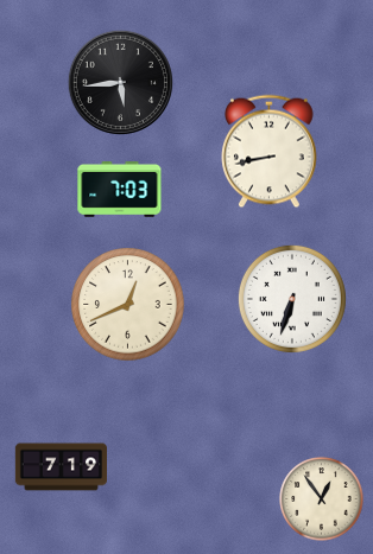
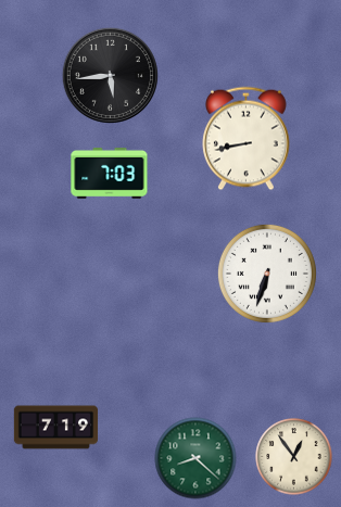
clock at (128, 305): 12:41 -> none
clock at (195, 458): none -> 8:22
